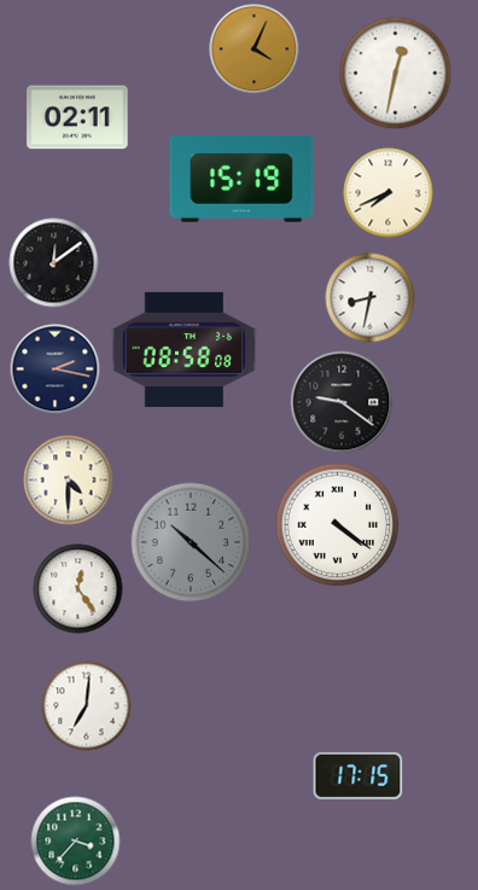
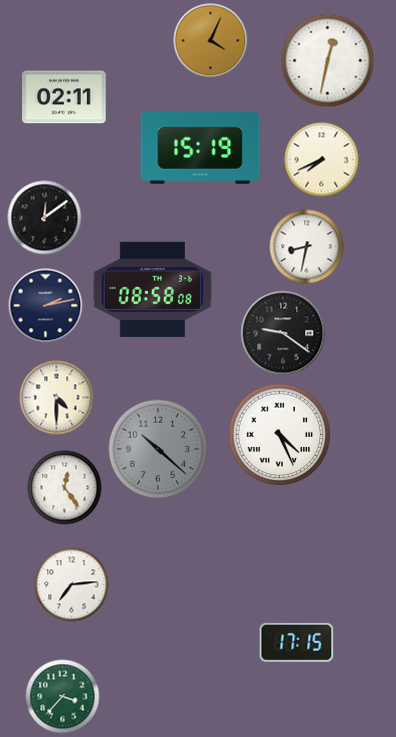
clock at (56, 370): 2:17 -> 2:13
clock at (338, 525): 4:21 -> 4:26
clock at (87, 706): 7:01 -> 7:14
